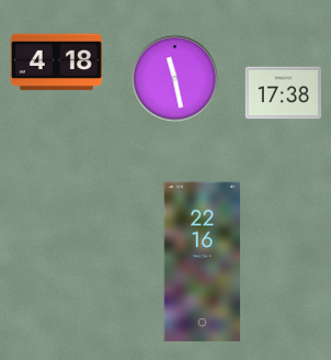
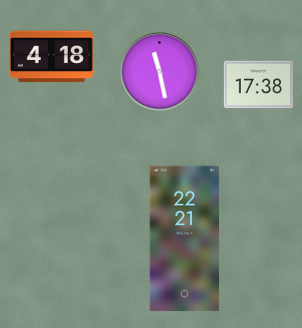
clock at (203, 262): 22:16 -> 22:21
